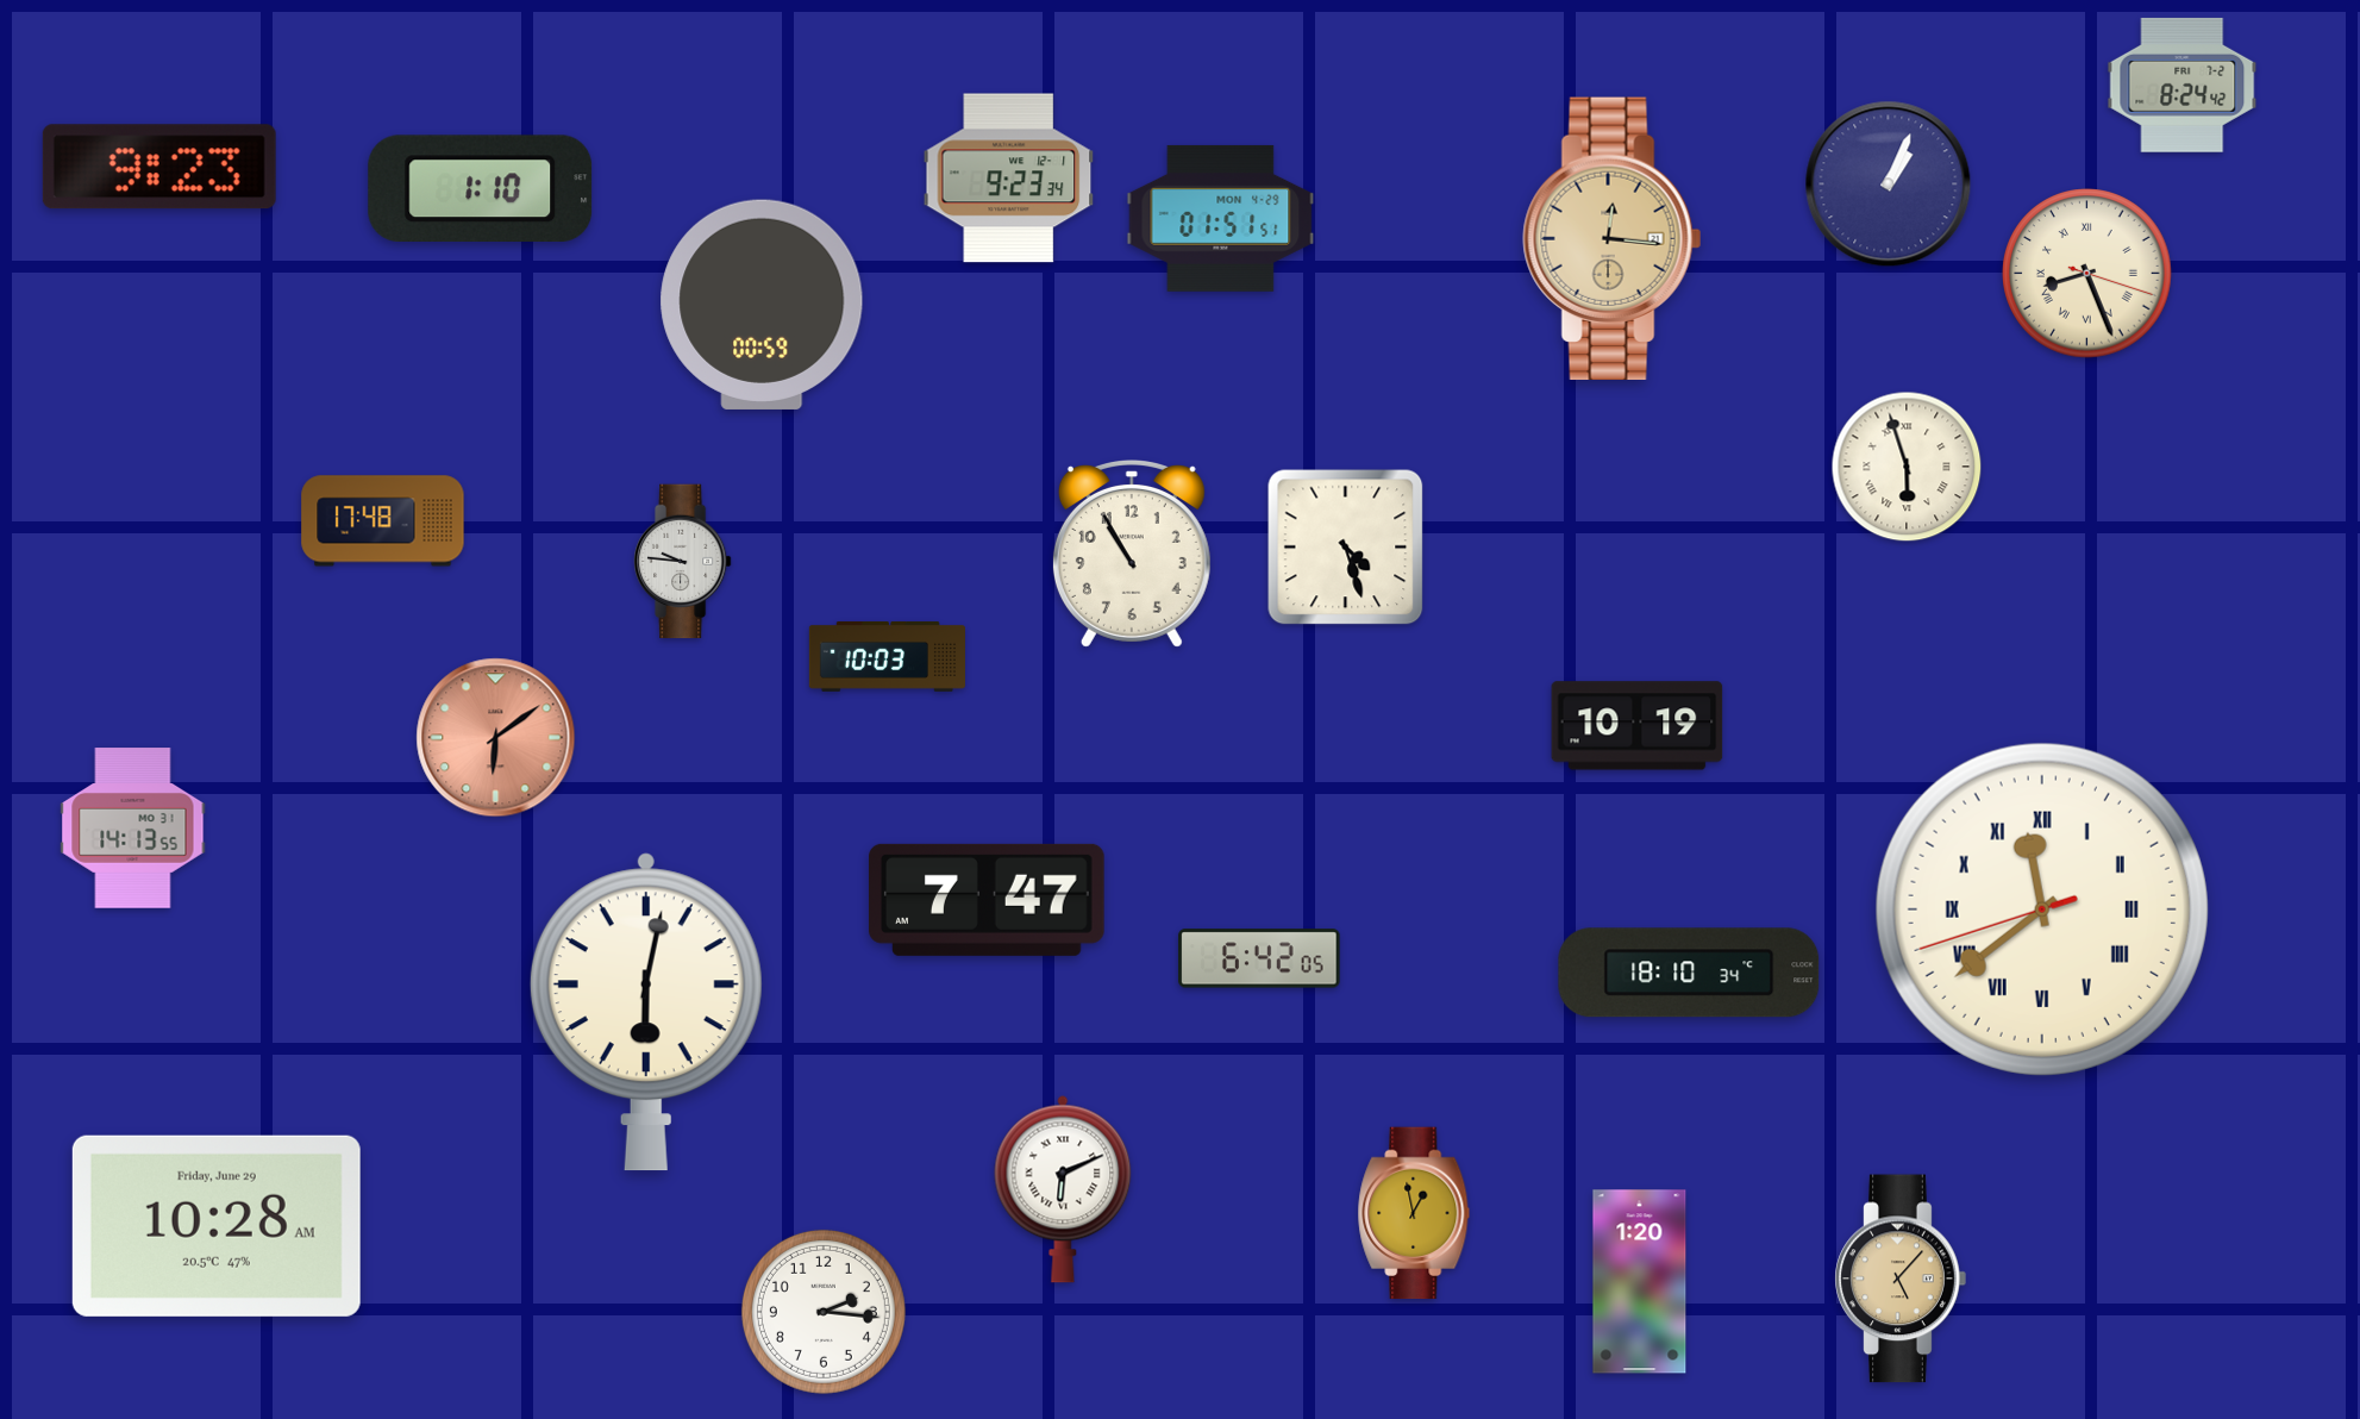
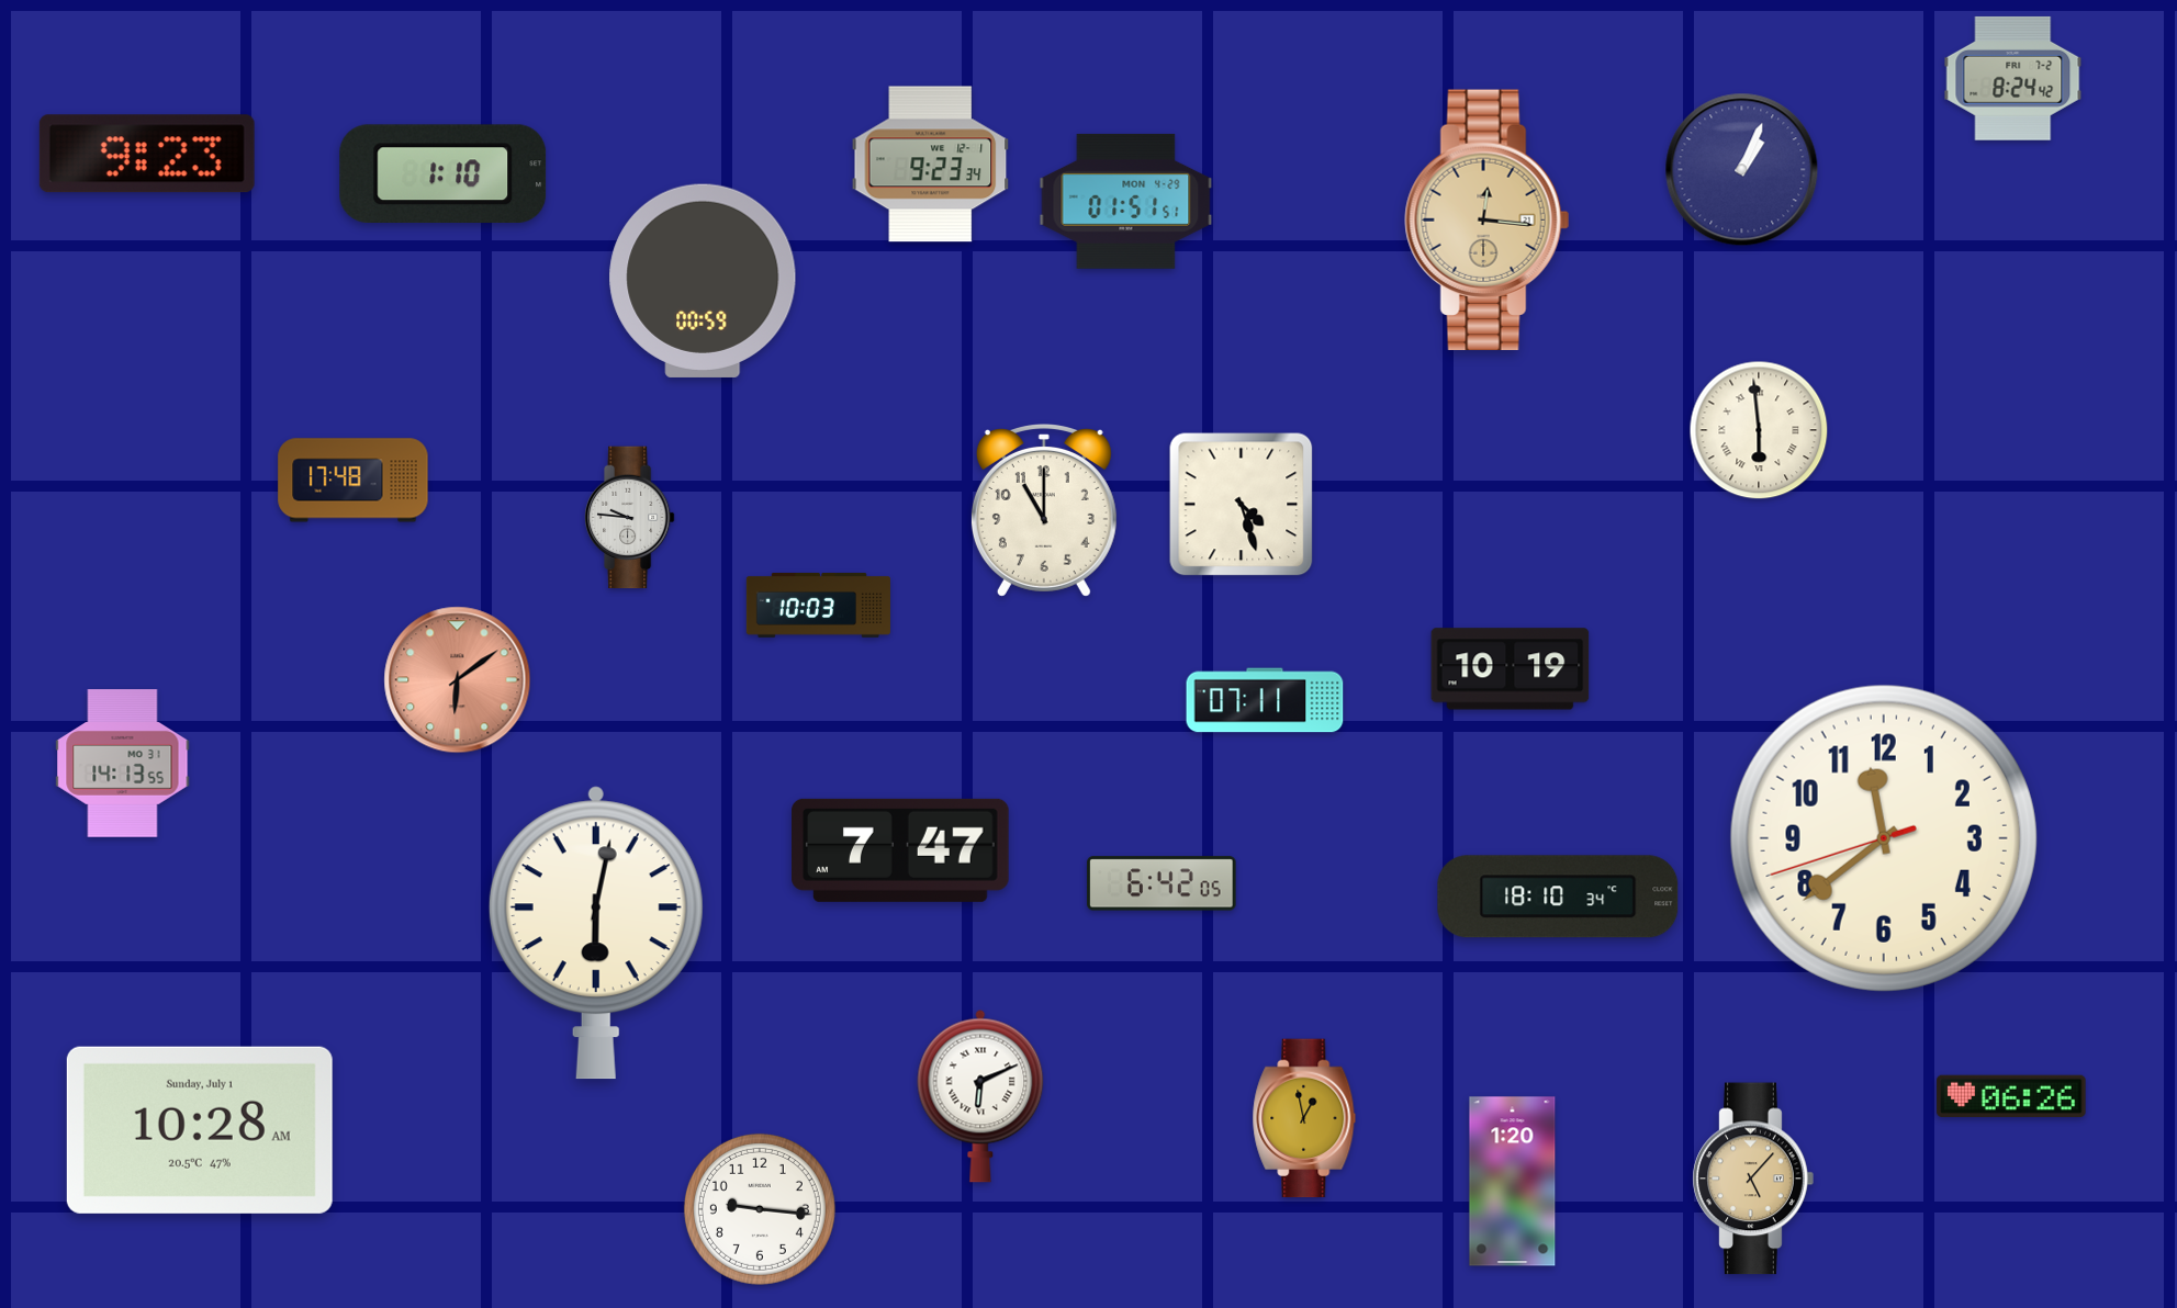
clock at (2087, 274): 8:26 -> none
clock at (1907, 467): 5:57 -> 5:59
clock at (1132, 555): 10:55 -> 11:00
clock at (1265, 700): none -> 07:11
clock at (987, 900) position: (987, 900) -> (900, 850)
clock at (2042, 909) numerals: Roman -> Arabic
clock at (2011, 1096): none -> 06:26
clock at (217, 1226) date: Friday, June 29 -> Sunday, July 1
clock at (824, 1312): 2:16 -> 9:16
